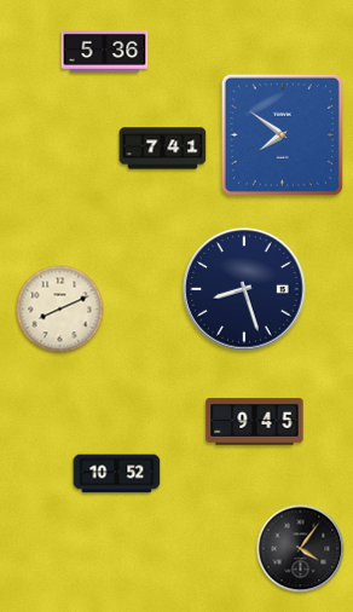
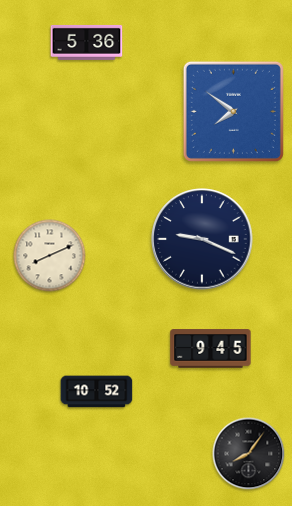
clock at (163, 149): 7:41 -> none
clock at (244, 289): 8:27 -> 9:19
clock at (301, 549): 4:06 -> 8:06
